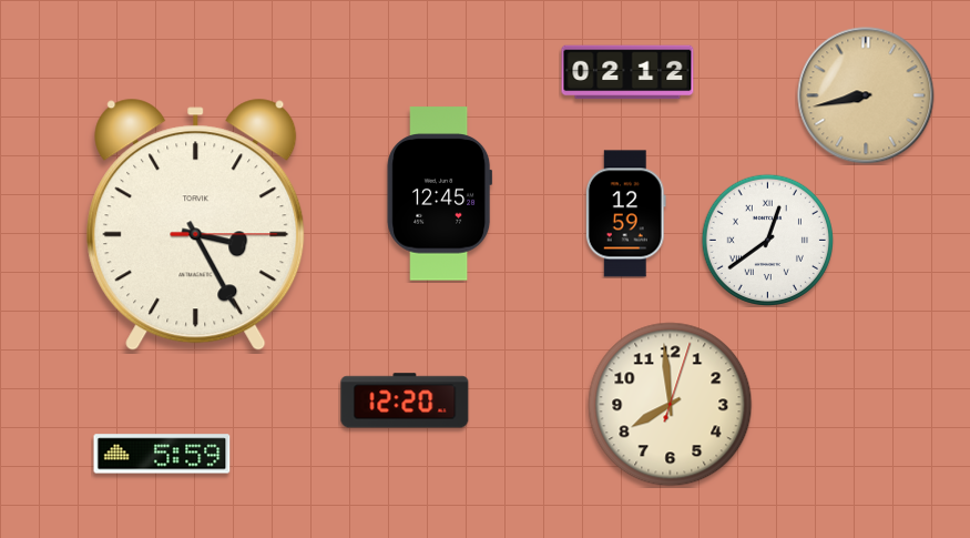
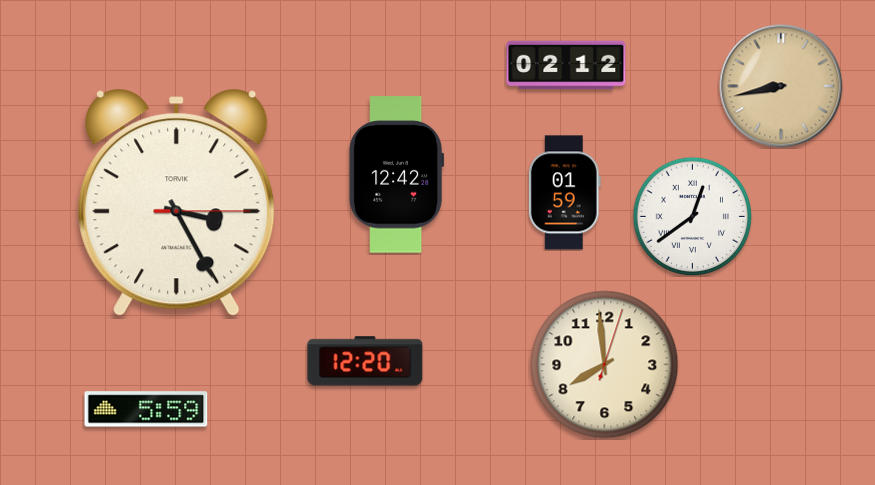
clock at (440, 194): 12:45 -> 12:42
clock at (625, 214): 12:59 -> 01:59
